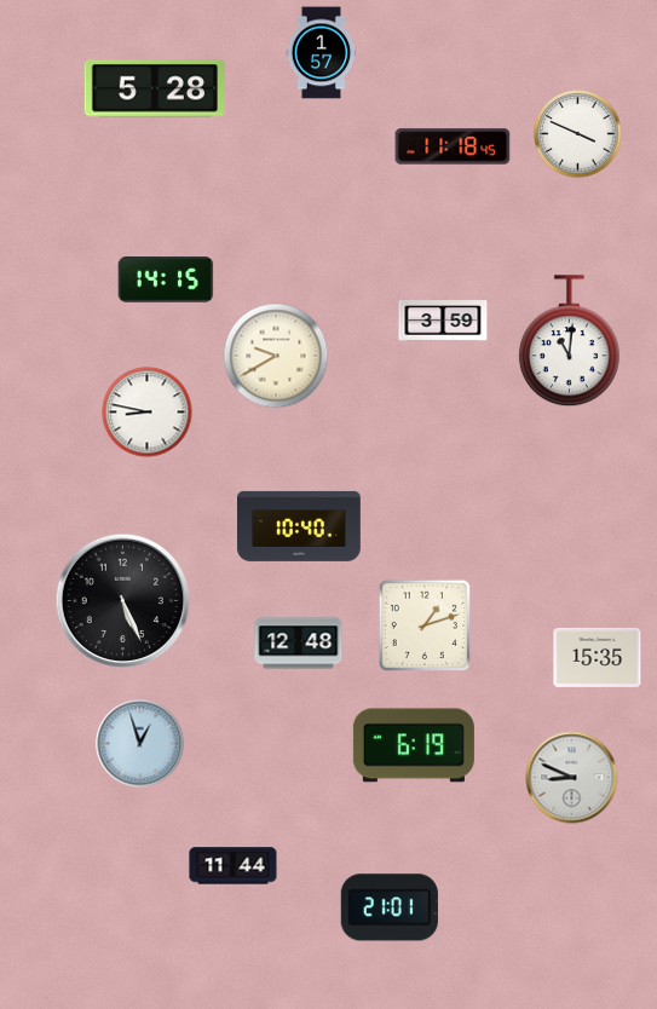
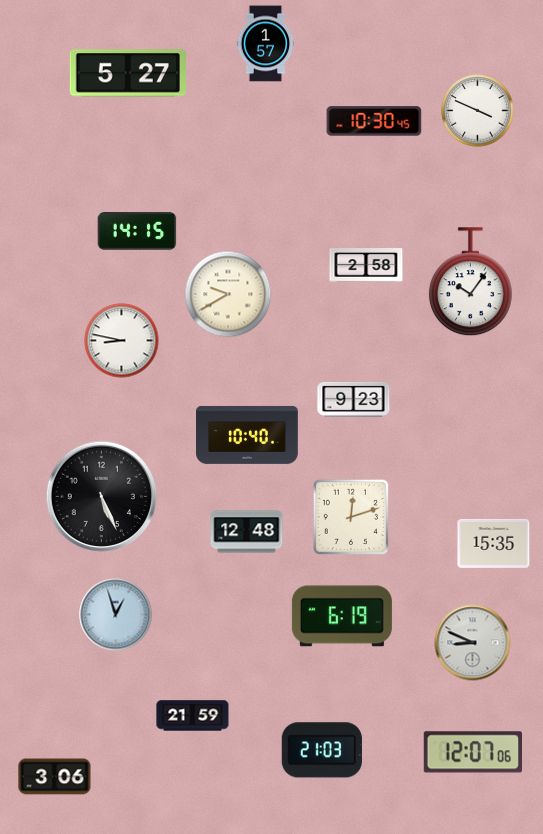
clock at (155, 88): 5:28 -> 5:27
clock at (453, 146): 11:18 -> 10:30
clock at (443, 322): 3:59 -> 2:58
clock at (569, 341): 11:01 -> 10:06
clock at (354, 399): none -> 9:23
clock at (423, 624): 1:12 -> 12:12
clock at (234, 866): 11:44 -> 21:59
clock at (390, 907): 21:01 -> 21:03
clock at (473, 752): none -> 12:07
clock at (55, 777): none -> 3:06
